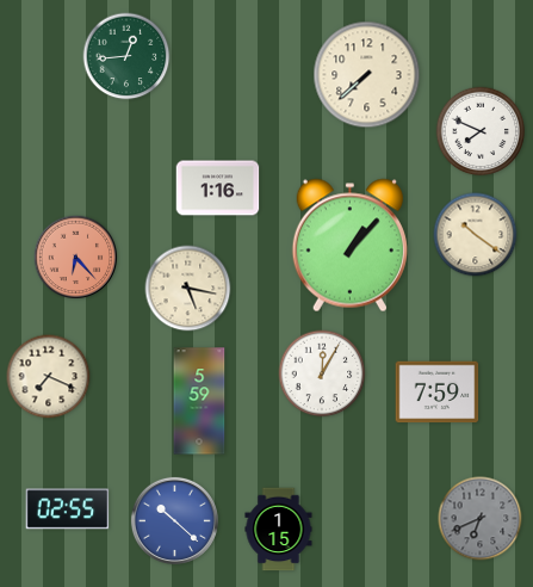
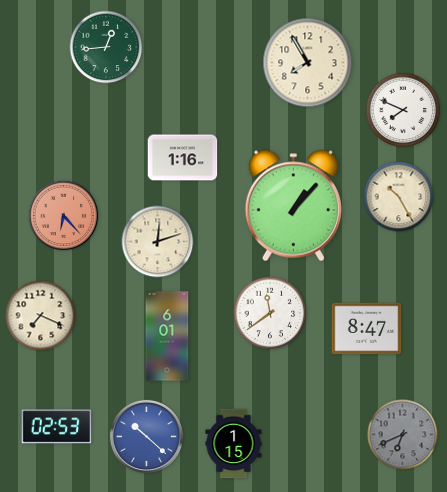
clock at (367, 75): 7:38 -> 7:55
clock at (476, 235): 10:21 -> 10:25
clock at (188, 289): 5:17 -> 12:12
clock at (322, 373): 12:05 -> 11:39
clock at (438, 393): 7:59 -> 8:47
clock at (199, 401): 5:59 -> 6:01
clock at (68, 509): 02:55 -> 02:53
